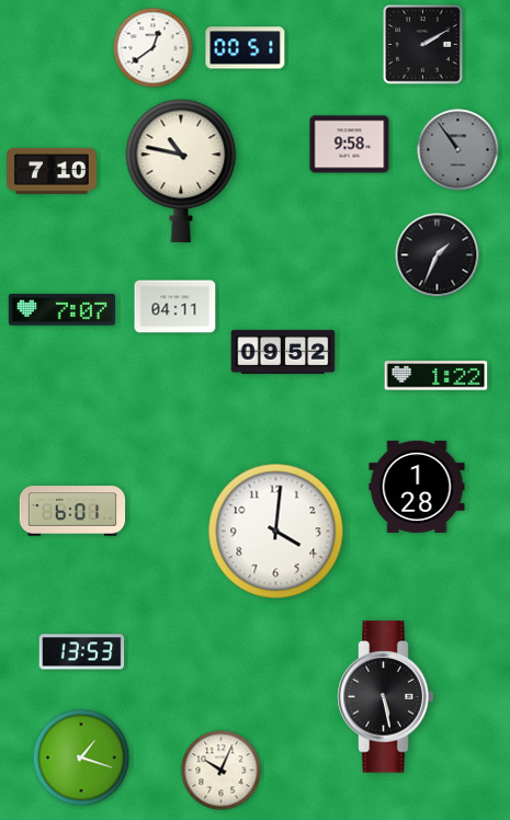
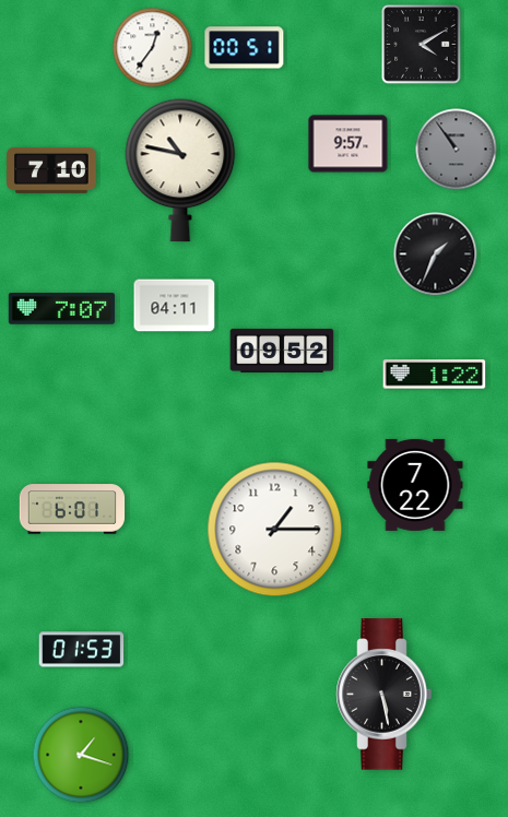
clock at (423, 45): 2:10 -> 4:10
clock at (154, 48): 12:39 -> 12:36
clock at (350, 145): 9:58 -> 9:57
clock at (417, 487): 1:28 -> 7:22
clock at (276, 532): 4:01 -> 1:15
clock at (82, 652): 13:53 -> 01:53
clock at (222, 771): 10:04 -> none
